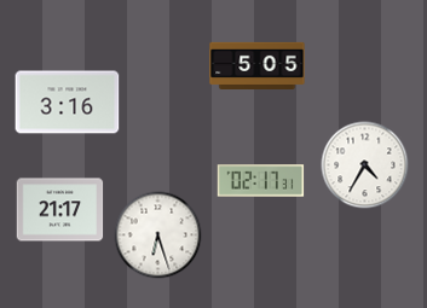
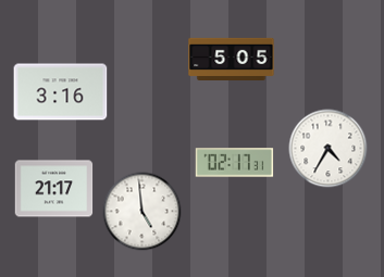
clock at (158, 236): 6:27 -> 4:59
